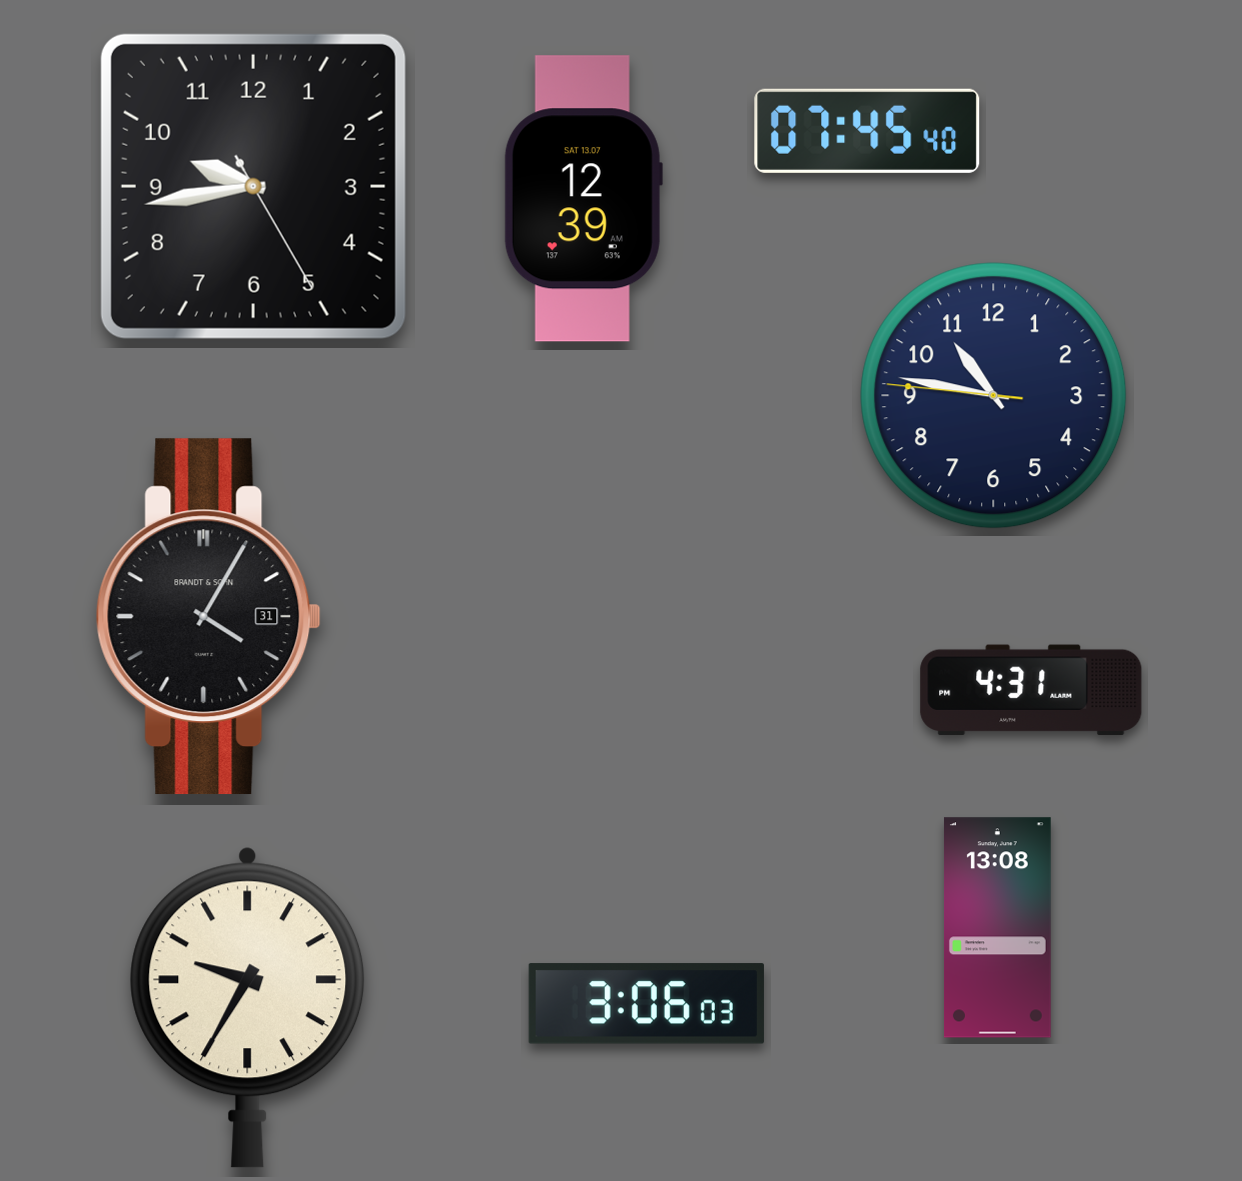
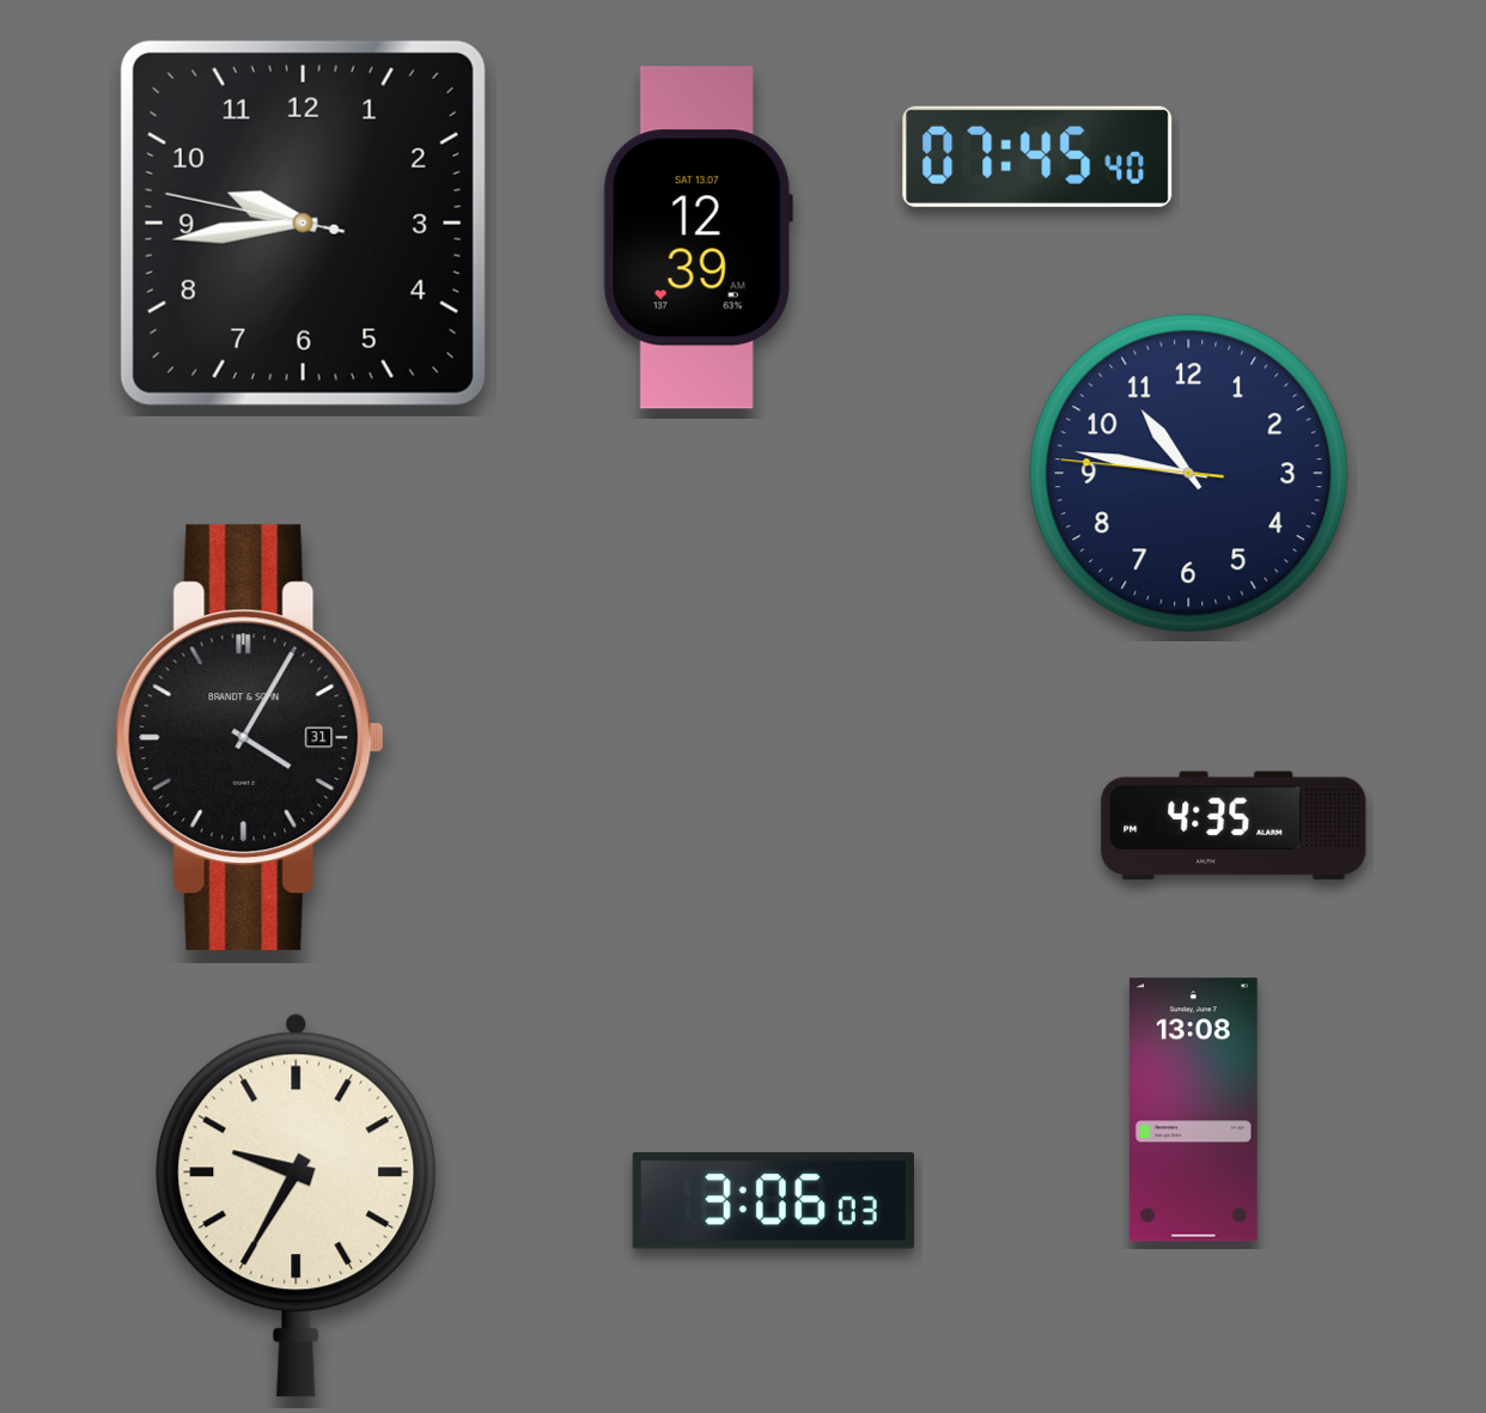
clock at (253, 186): 9:43:25 -> 9:43:47
clock at (1031, 690): 4:31 -> 4:35
